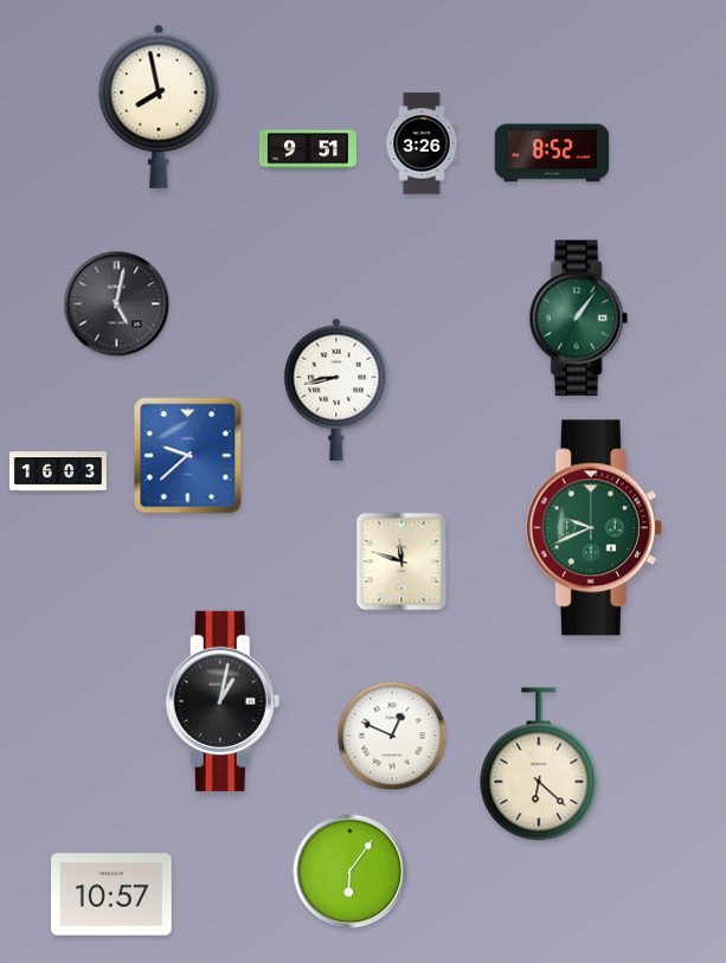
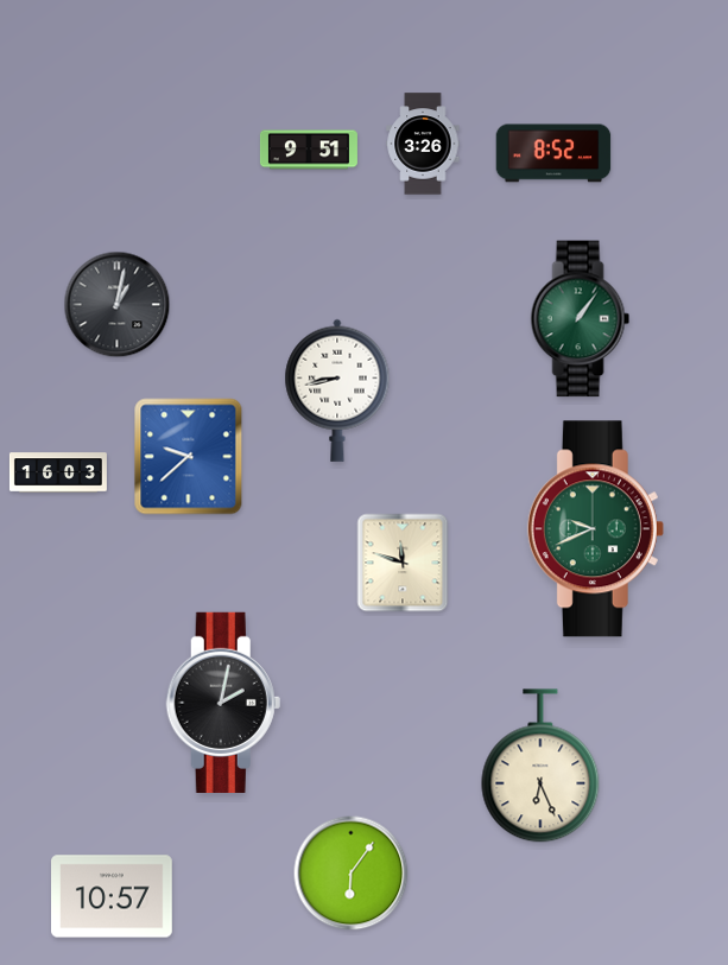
clock at (159, 107): 7:58 -> none
clock at (117, 304): 5:02 -> 1:02
clock at (223, 701): 1:02 -> 2:02
clock at (392, 736): 12:49 -> none
clock at (539, 764): 6:22 -> 6:26
